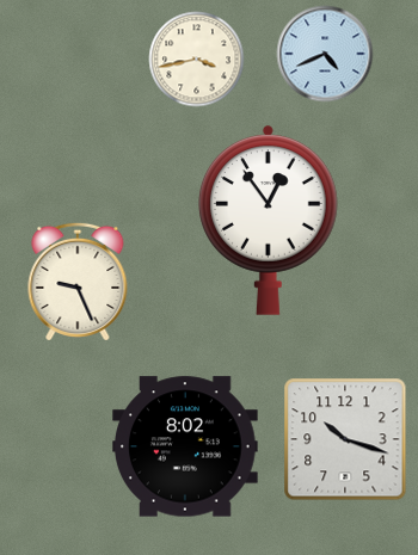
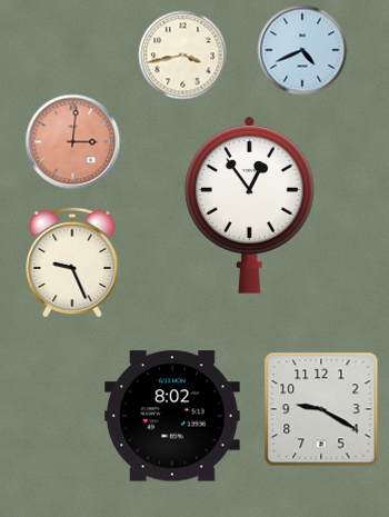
clock at (73, 142): none -> 3:01
clock at (345, 439): 10:18 -> 9:20
